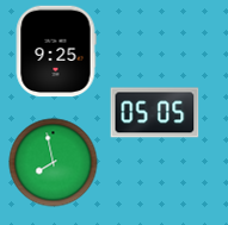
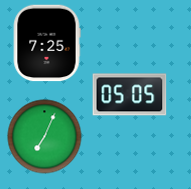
clock at (56, 51): 9:25 -> 7:25
clock at (54, 163): 7:58 -> 7:04
